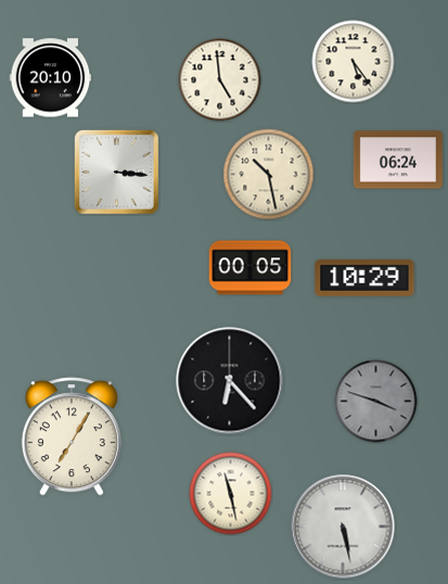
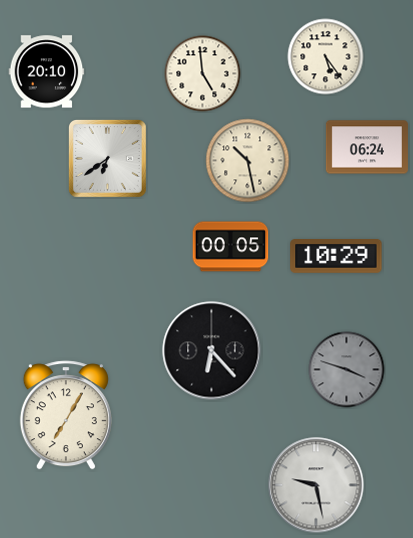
clock at (117, 173): 3:16 -> 6:39
clock at (72, 436) position: (72, 436) -> (66, 415)
clock at (231, 494): 11:28 -> none
clock at (343, 526): 5:28 -> 9:28
